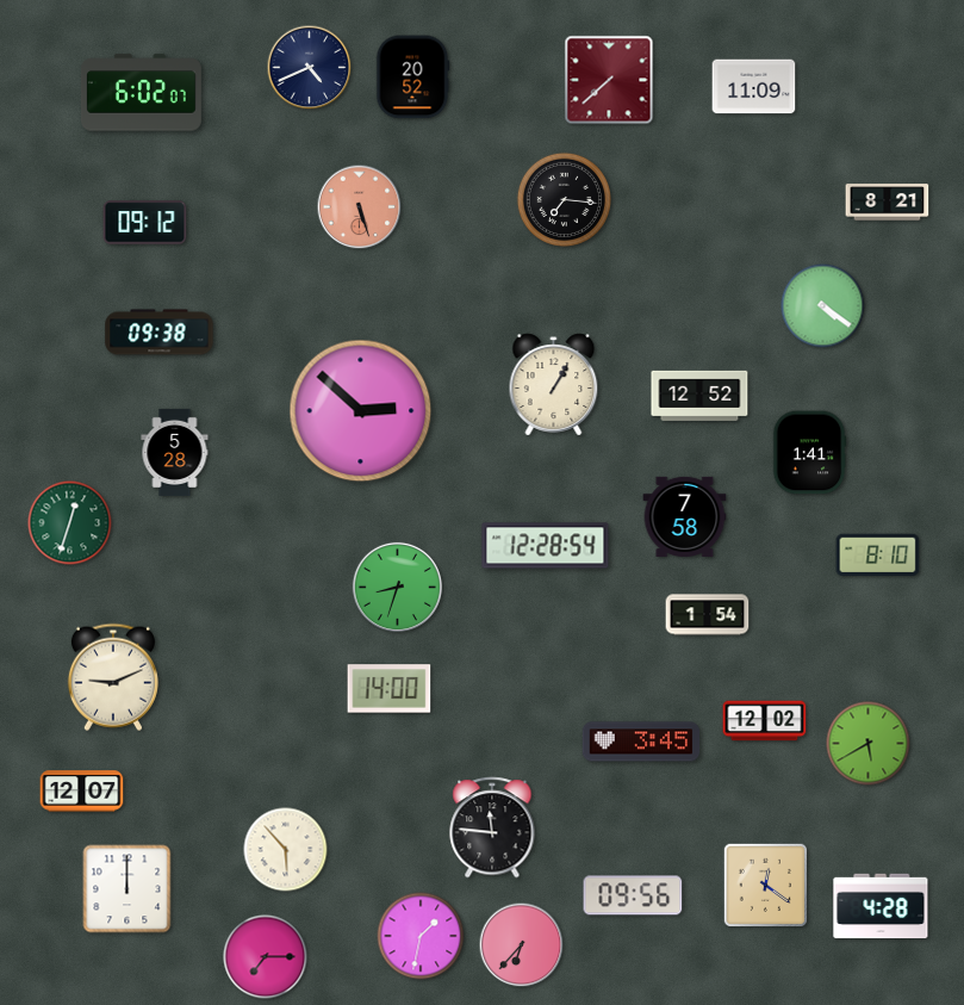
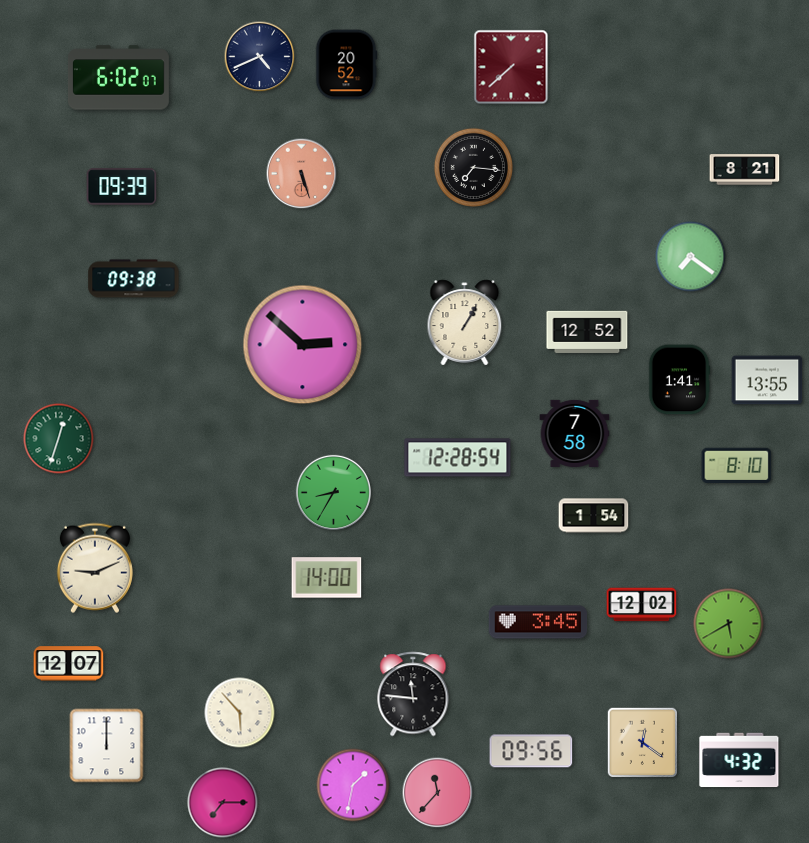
clock at (754, 87): 11:09 -> none
clock at (145, 223): 09:12 -> 09:39
clock at (823, 306): 4:21 -> 7:21
clock at (175, 452): 5:28 -> none
clock at (767, 380): none -> 13:55
clock at (397, 587): 8:33 -> 8:35
clock at (881, 906): 4:28 -> 4:32
clock at (522, 945): 6:37 -> 11:37
